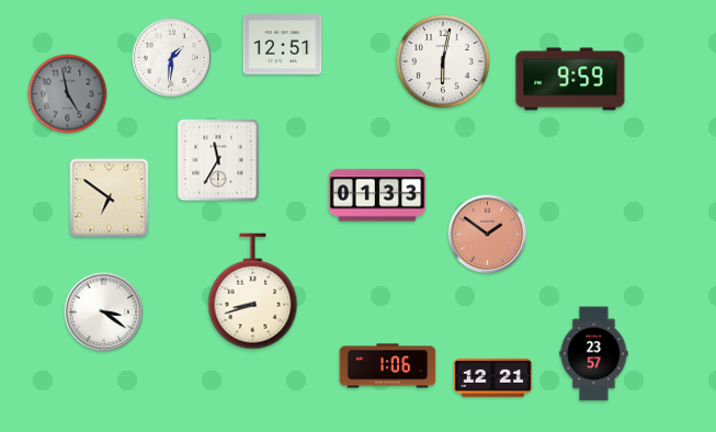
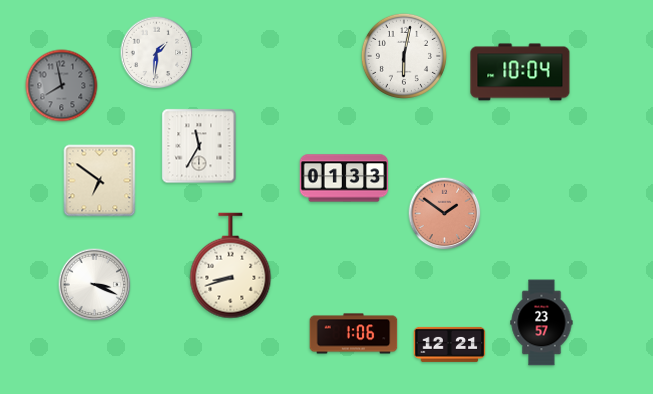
clock at (283, 45): 12:51 -> none
clock at (570, 79): 9:59 -> 10:04
clock at (68, 94): 4:58 -> 7:58
clock at (104, 312): 3:21 -> 3:19
